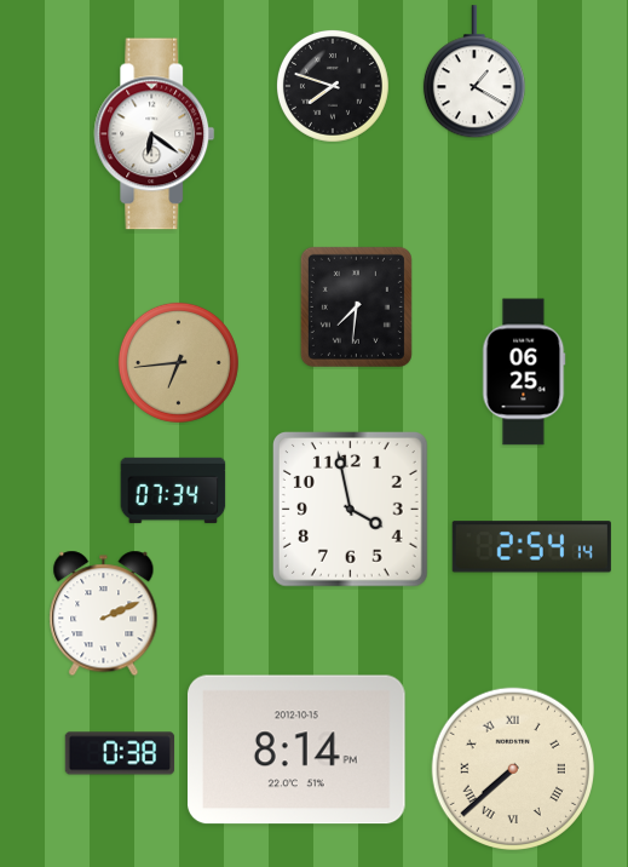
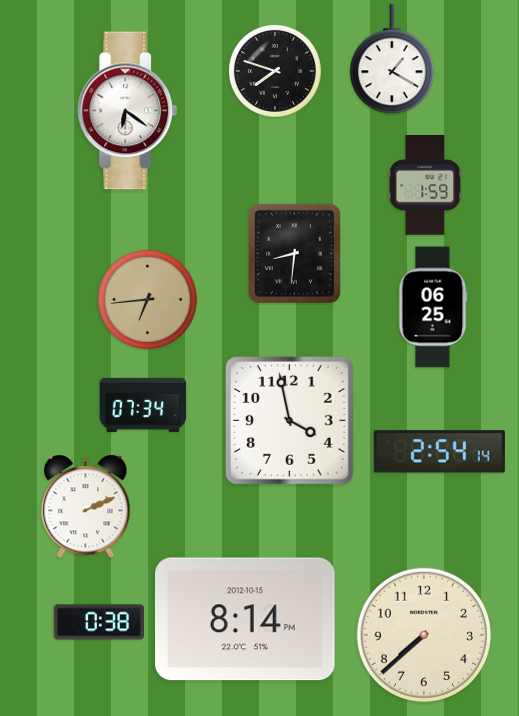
clock at (425, 186): none -> 1:59
clock at (356, 306): 7:31 -> 8:31
clock at (512, 768) numerals: Roman -> Arabic
